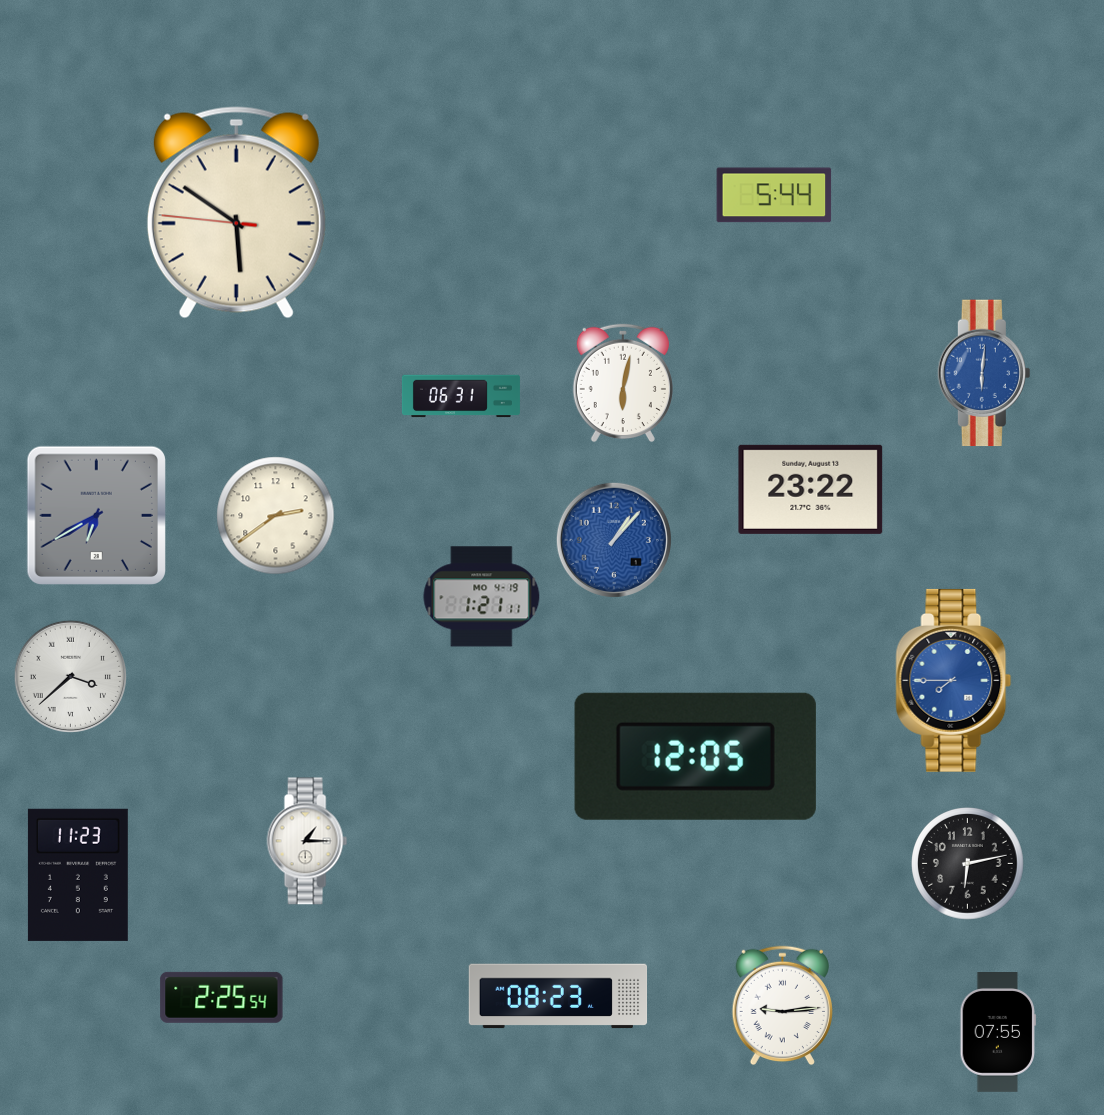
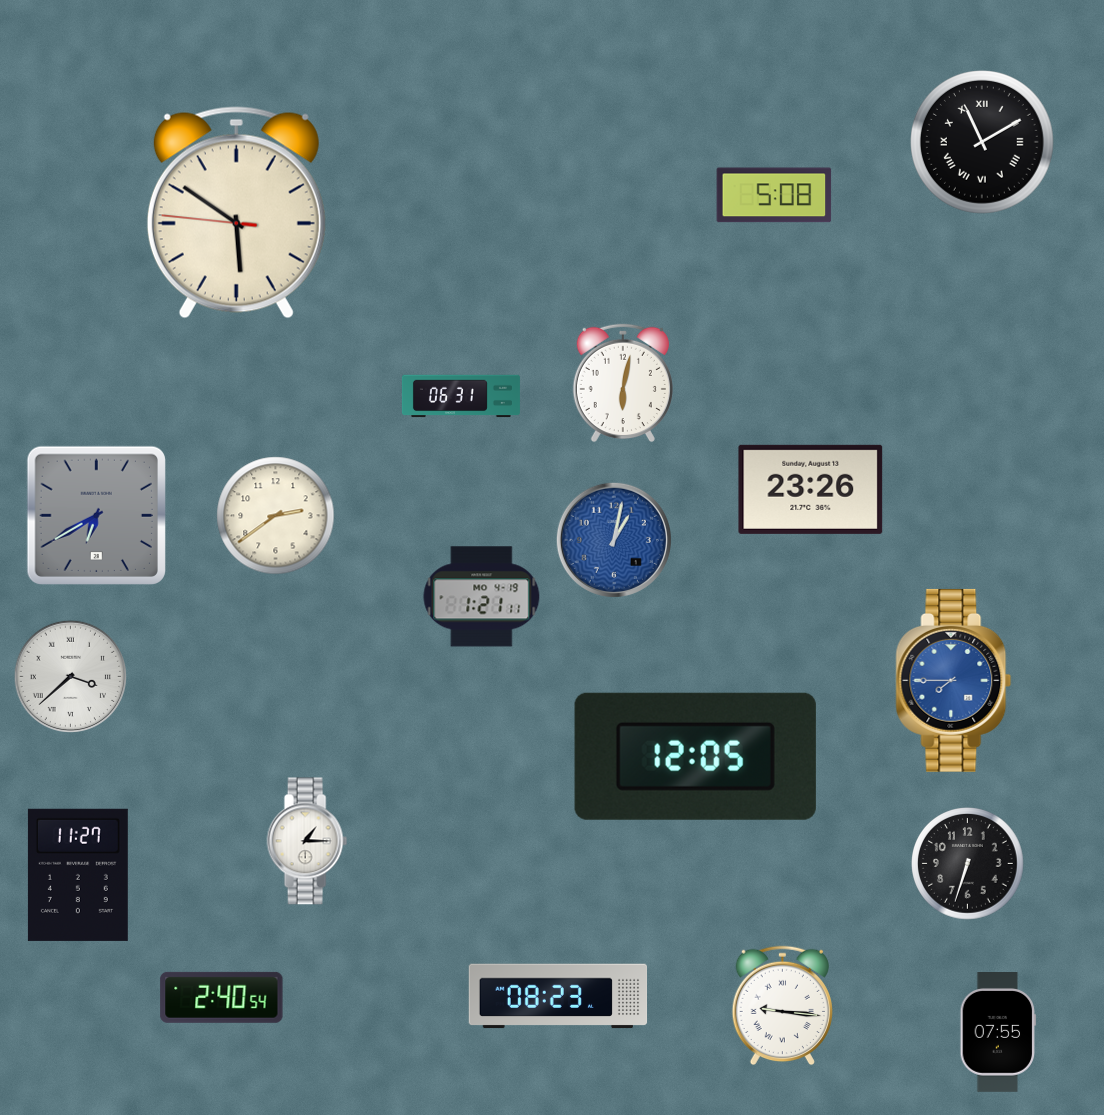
clock at (983, 143): none -> 11:10
clock at (774, 195): 5:44 -> 5:08
clock at (984, 373): 6:01 -> none
clock at (811, 489): 23:22 -> 23:26
clock at (614, 540): 1:07 -> 1:02
clock at (968, 864): 6:13 -> 6:33
clock at (78, 875): 11:23 -> 11:27
clock at (222, 997): 2:25 -> 2:40
clock at (782, 1006): 9:14 -> 9:16
